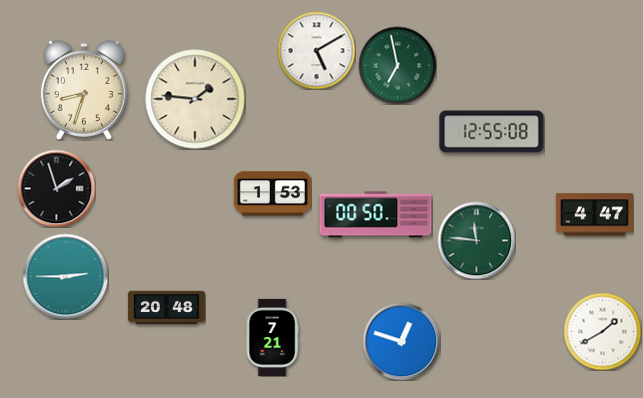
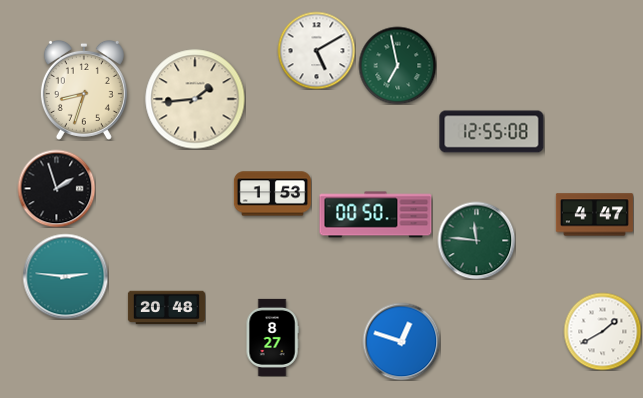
clock at (195, 99): 1:46 -> 1:44
clock at (65, 276): 2:45 -> 2:46
clock at (272, 337): 7:21 -> 8:27
